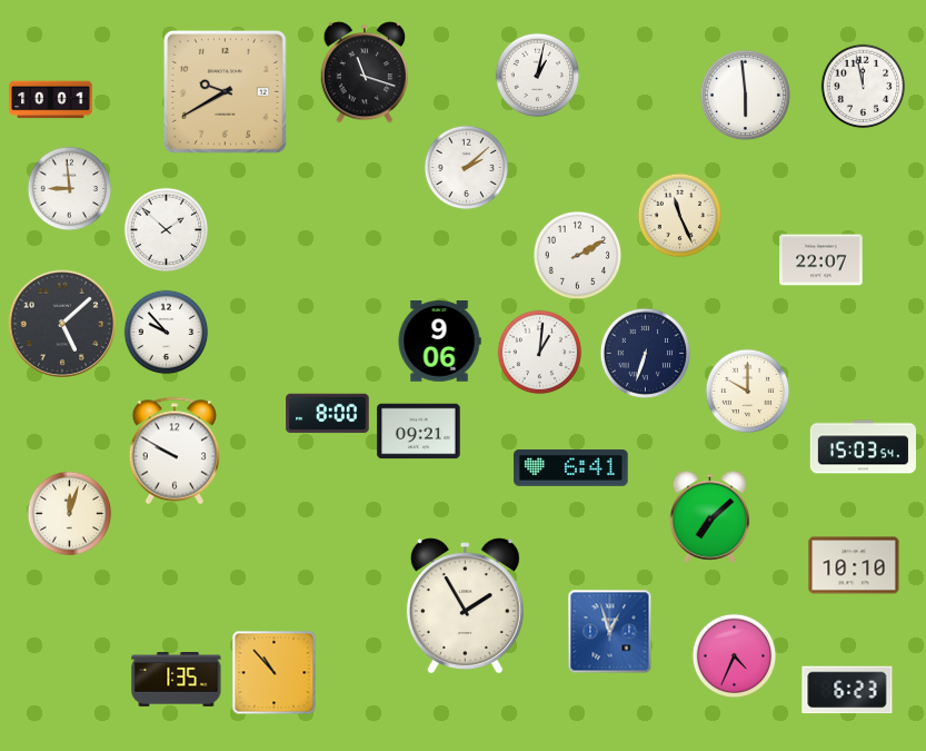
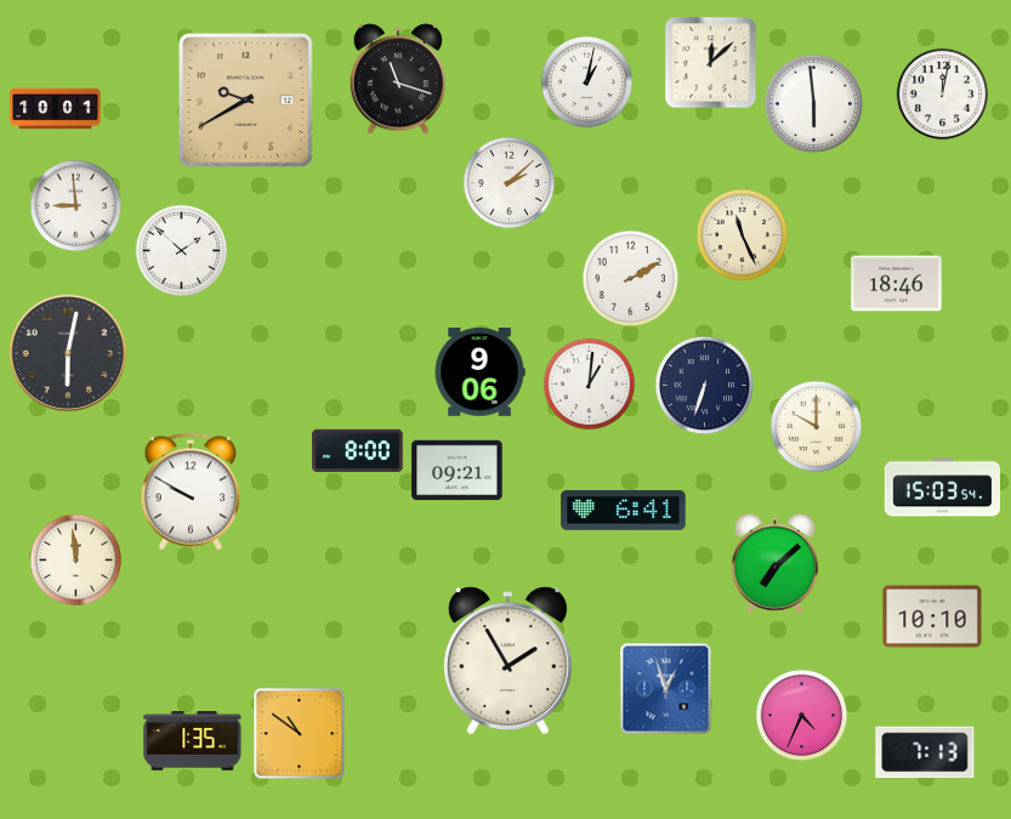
clock at (711, 63): none -> 12:08
clock at (864, 87): 11:58 -> 12:02
clock at (822, 260): 22:07 -> 18:46
clock at (61, 323): 5:08 -> 6:02
clock at (167, 333): 9:53 -> none
clock at (70, 514): 12:03 -> 11:59
clock at (275, 673): 10:53 -> 10:51
clock at (847, 690): 6:23 -> 7:13
